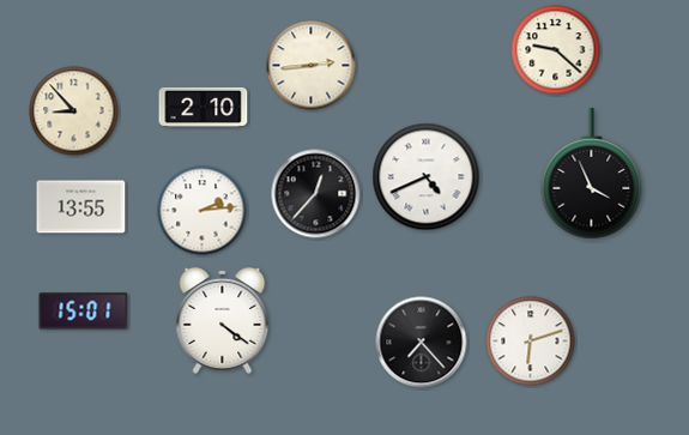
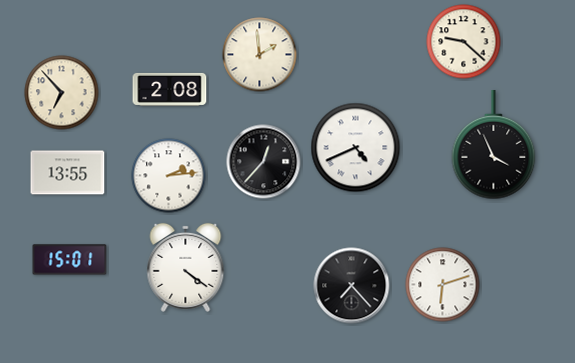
clock at (312, 66): 2:44 -> 1:59
clock at (204, 107): 2:10 -> 2:08
clock at (74, 111): 8:53 -> 6:53
